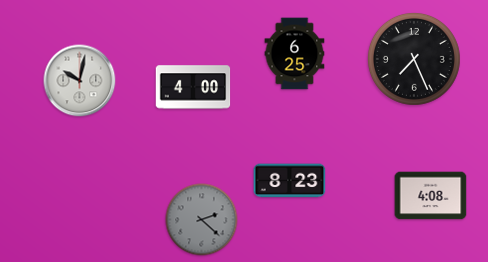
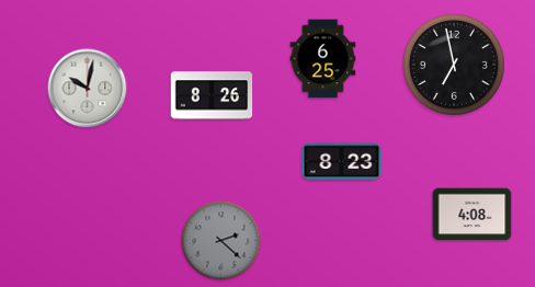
clock at (414, 59): 7:26 -> 6:58
clock at (193, 87): 4:00 -> 8:26
clock at (290, 181) position: (290, 181) -> (342, 162)
